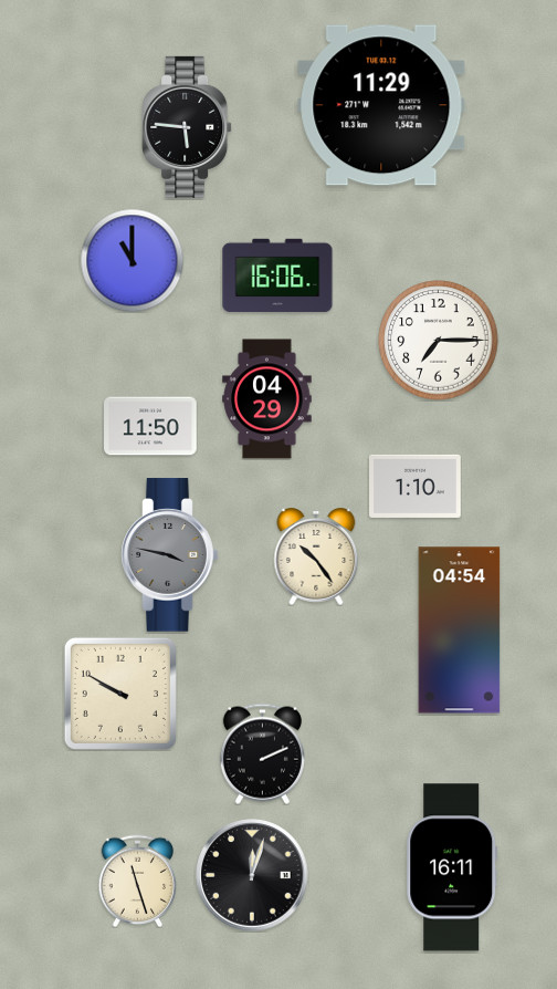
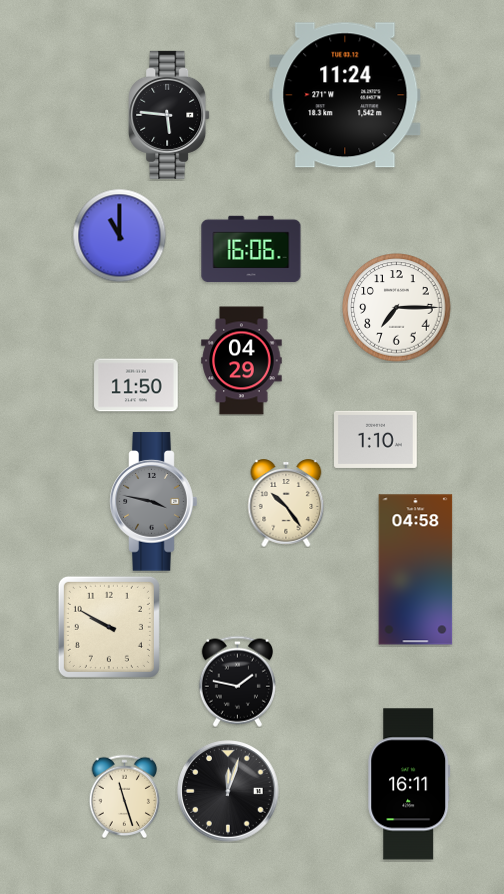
clock at (381, 105): 11:29 -> 11:24
clock at (460, 631): 04:54 -> 04:58
clock at (262, 753): 2:11 -> 1:47
